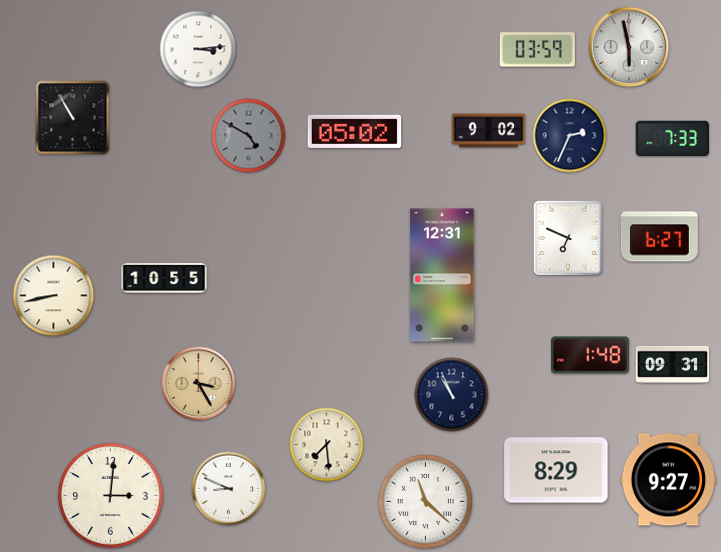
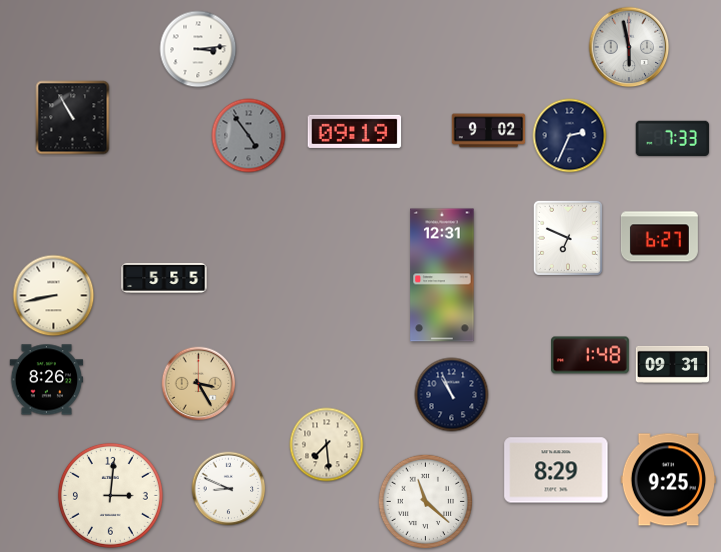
clock at (537, 50): 03:59 -> none
clock at (355, 131): 05:02 -> 09:19
clock at (249, 136): 4:50 -> 4:54
clock at (164, 278): 10:55 -> 5:55
clock at (47, 380): none -> 8:26
clock at (669, 480): 9:27 -> 9:25
